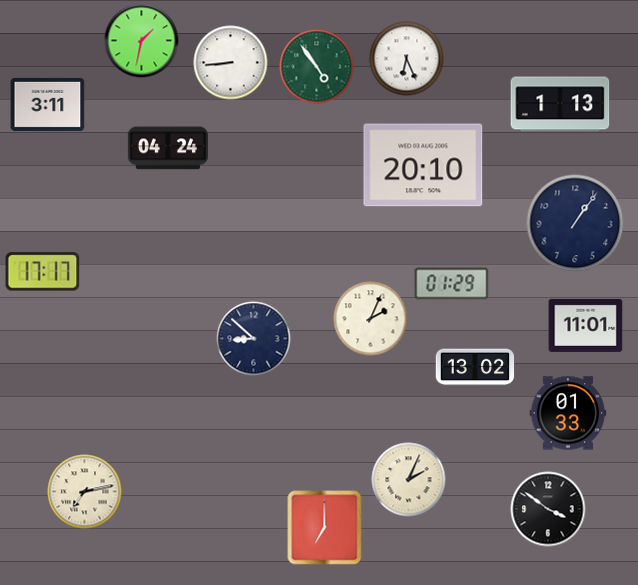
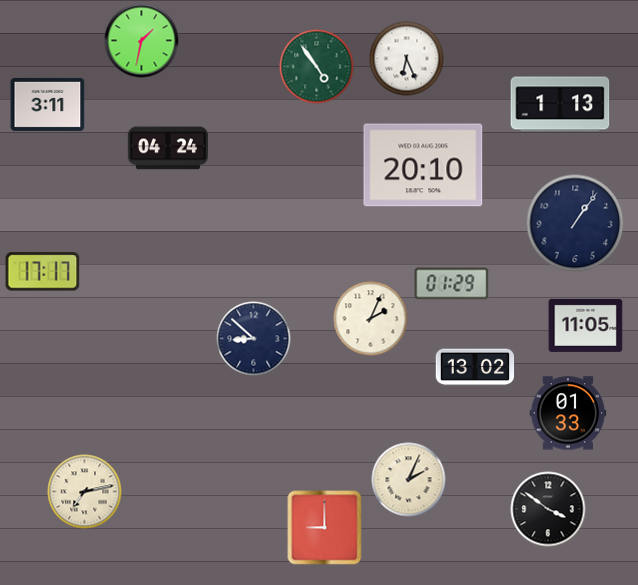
clock at (231, 63): 8:44 -> none
clock at (586, 325): 11:01 -> 11:05
clock at (325, 528): 7:00 -> 9:00
